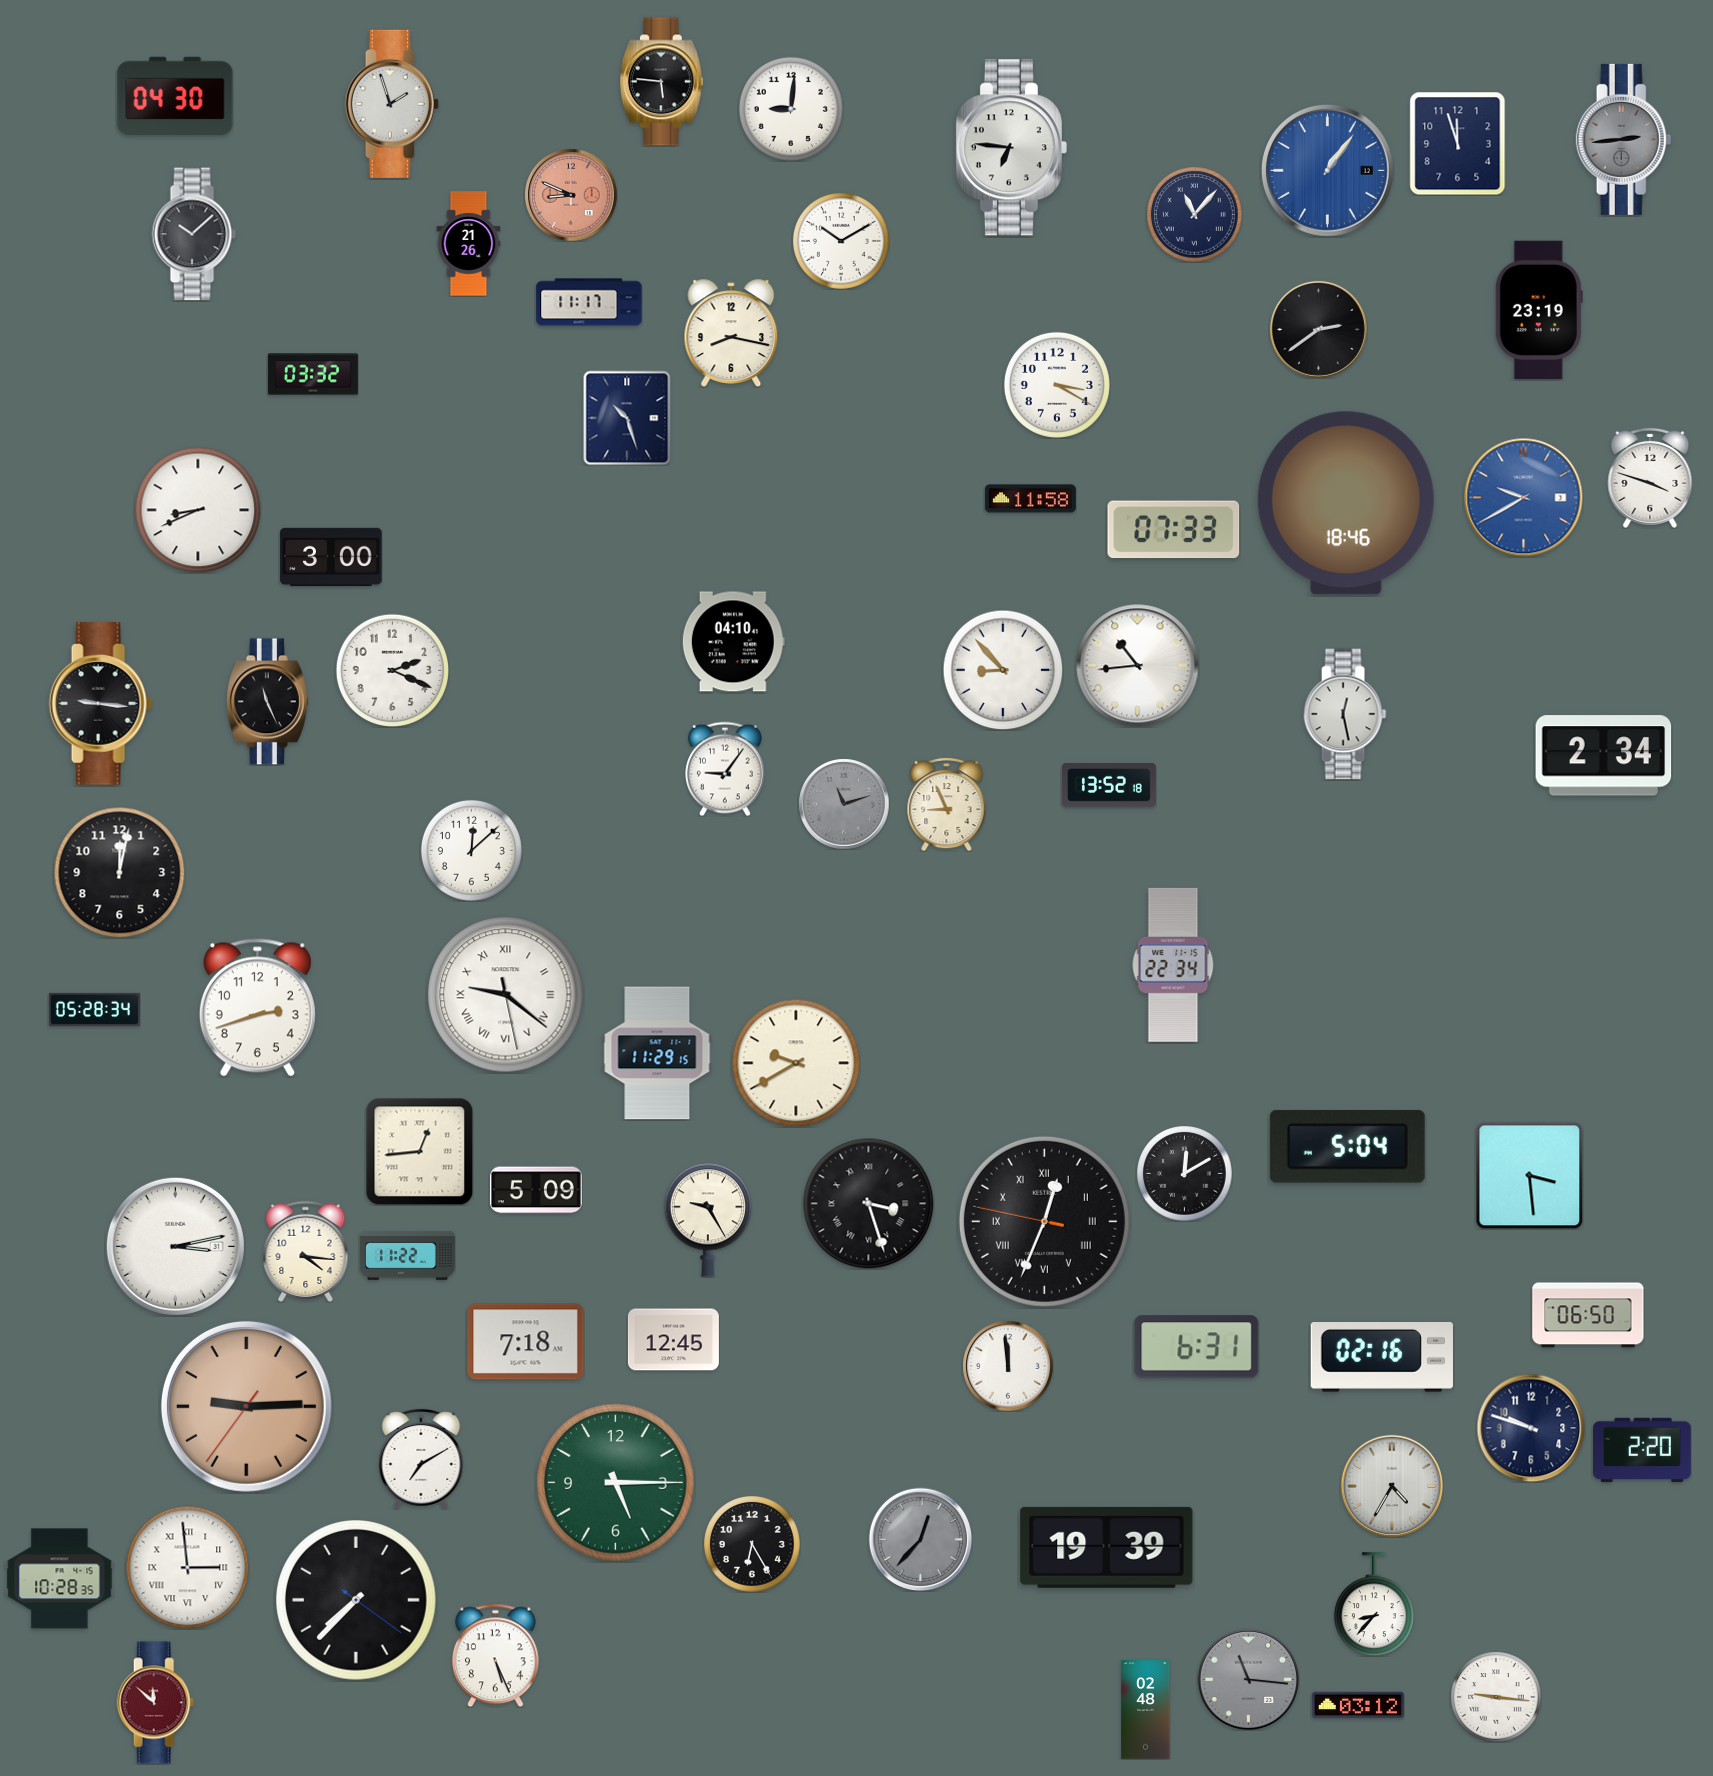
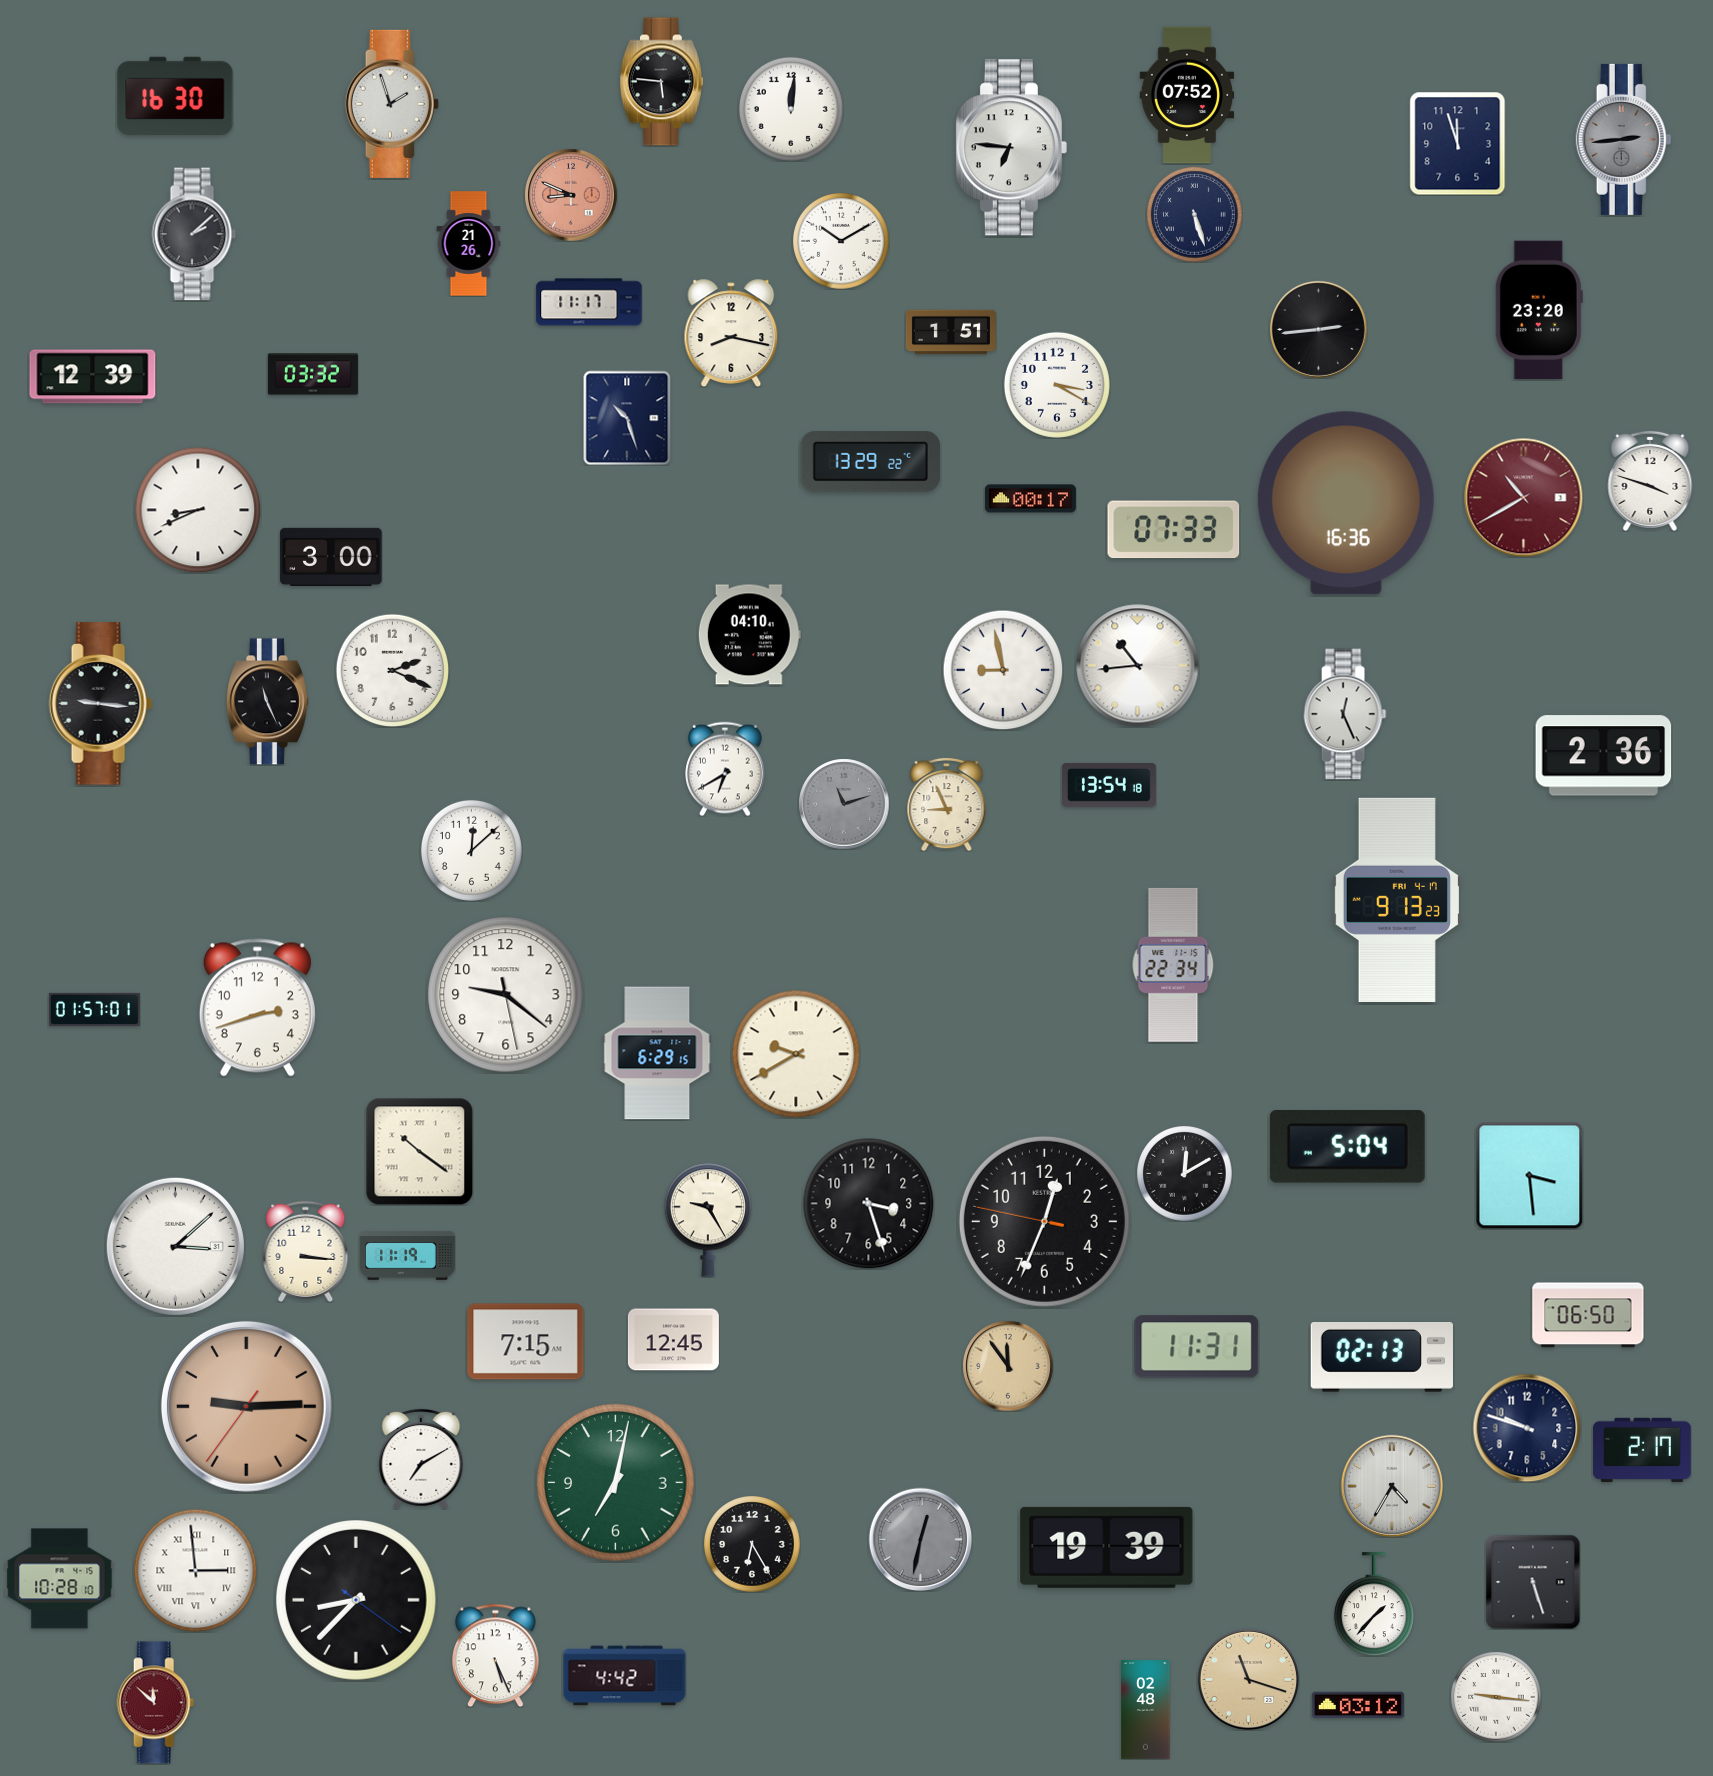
clock at (175, 95): 04:30 -> 16:30
clock at (1187, 95): none -> 07:52
clock at (791, 109): 9:01 -> 12:01
clock at (1327, 170): 1:06 -> none
clock at (1194, 214): 11:07 -> 5:27
clock at (194, 234): 10:08 -> 2:08
clock at (1539, 310): 23:19 -> 23:20
clock at (1318, 329): 2:39 -> 2:44
clock at (951, 332): none -> 1:51
clock at (93, 377): none -> 12:39
clock at (871, 462): none -> 13:29
clock at (1650, 478) position: (1650, 478) -> (1650, 481)
clock at (1524, 498): 9:40 -> 10:40
clock at (1524, 498) dial: blue -> burgundy
clock at (1030, 499): 11:58 -> 00:17
clock at (1346, 503): 18:46 -> 16:36
clock at (733, 642) position: (733, 642) -> (749, 635)
clock at (1003, 670): 8:53 -> 8:58
clock at (1345, 714): 12:28 -> 12:26
clock at (1604, 756): 2:34 -> 2:36
clock at (725, 769): 9:06 -> 6:40
clock at (1109, 785): 13:52 -> 13:54
clock at (120, 873): 12:02 -> none
clock at (1397, 900): none -> 9:13
clock at (506, 995) numerals: Roman -> Arabic
clock at (94, 1009): 05:28 -> 01:57
clock at (657, 1053): 11:29 -> 6:29
clock at (796, 1063) position: (796, 1063) -> (796, 1054)
clock at (419, 1151): 12:44 -> 10:21
clock at (536, 1190): 5:09 -> none
clock at (869, 1204) numerals: Roman -> Arabic
clock at (1044, 1221) numerals: Roman -> Arabic
clock at (175, 1246): 3:13 -> 3:08
clock at (306, 1251): 4:16 -> 3:16
clock at (407, 1256): 11:22 -> 11:19
clock at (526, 1342): 7:18 -> 7:15
clock at (1197, 1347): 6:31 -> 11:31
clock at (1382, 1358): 02:16 -> 02:13
clock at (1008, 1366): 11:59 -> 11:54
clock at (1008, 1366) dial: white -> champagne
clock at (1531, 1428) position: (1531, 1428) -> (1527, 1428)
clock at (1642, 1450): 2:20 -> 2:17
clock at (616, 1483): 5:15 -> 7:02
clock at (920, 1539): 12:37 -> 12:32
clock at (187, 1567) position: (187, 1567) -> (195, 1570)
clock at (60, 1579): 10:28:35 -> 10:28:10
clock at (1533, 1582): none -> 5:27
clock at (356, 1600): 7:37 -> 8:37
clock at (1374, 1604): 8:37 -> 1:37
clock at (625, 1676): none -> 4:42
clock at (1248, 1679): 11:16 -> 11:18
clock at (1248, 1679) dial: grey -> champagne
